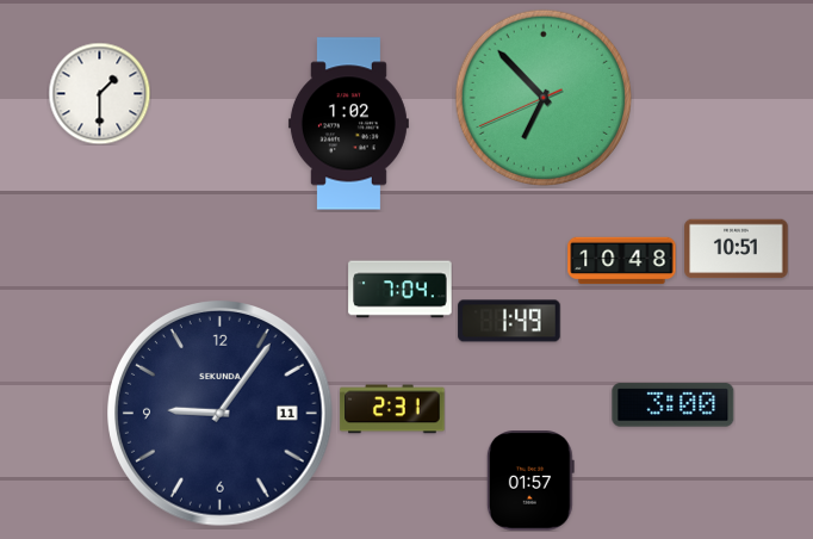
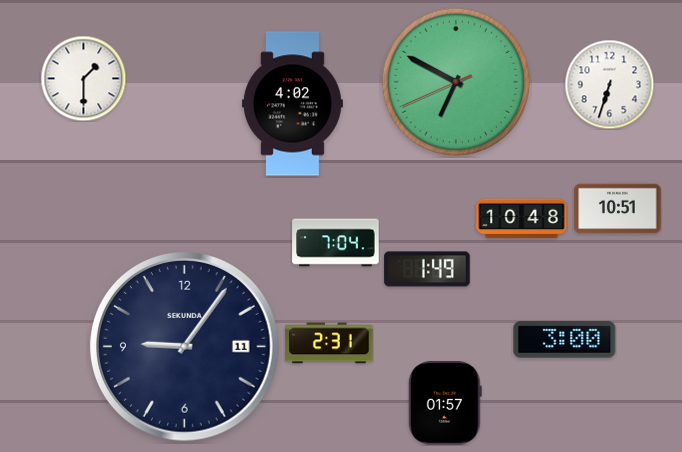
clock at (544, 98): 6:52 -> 6:49
clock at (609, 84): none -> 6:33
clock at (348, 124): 1:02 -> 4:02
